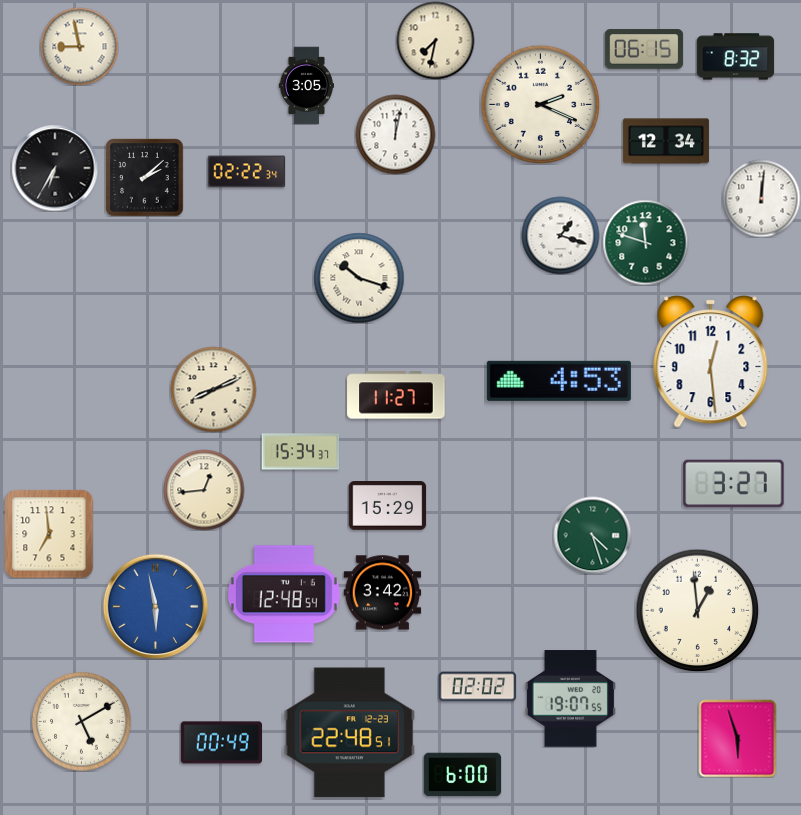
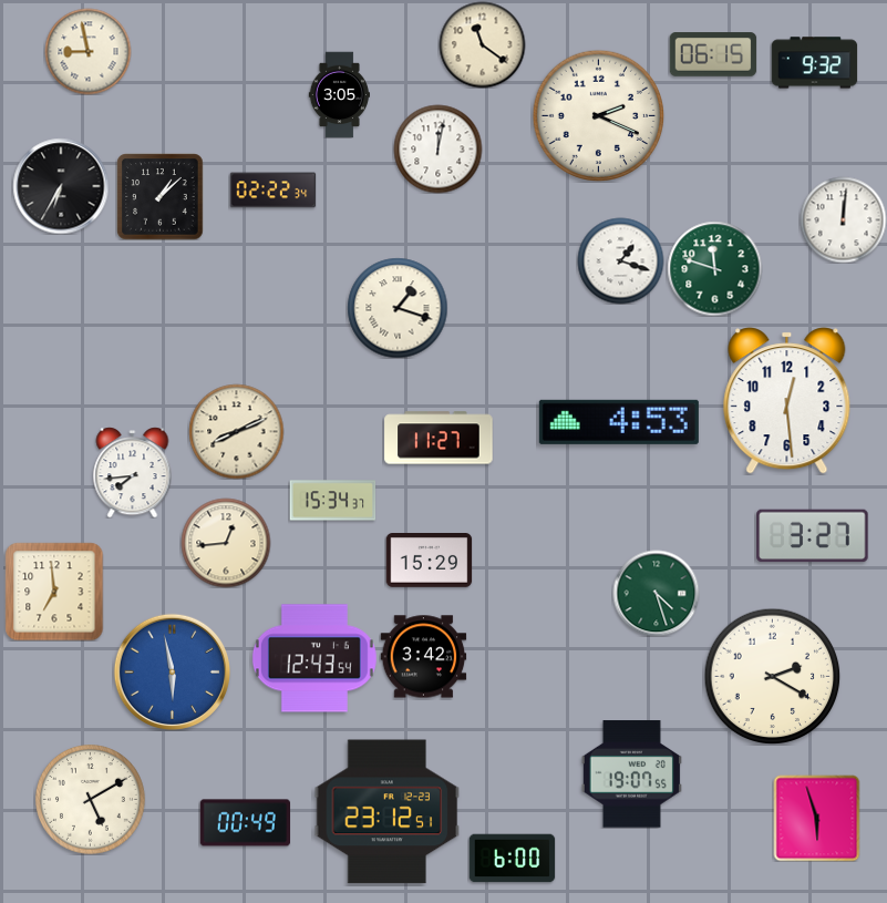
clock at (435, 40): 7:32 -> 11:21
clock at (735, 57): 8:32 -> 9:32
clock at (666, 141): 12:34 -> none
clock at (144, 177): 2:08 -> 1:08
clock at (359, 278): 10:18 -> 1:18
clock at (133, 472): none -> 7:44
clock at (284, 594): 12:48 -> 12:43
clock at (697, 610): 12:59 -> 2:20
clock at (477, 687): 02:02 -> none
clock at (350, 733): 22:48 -> 23:12
